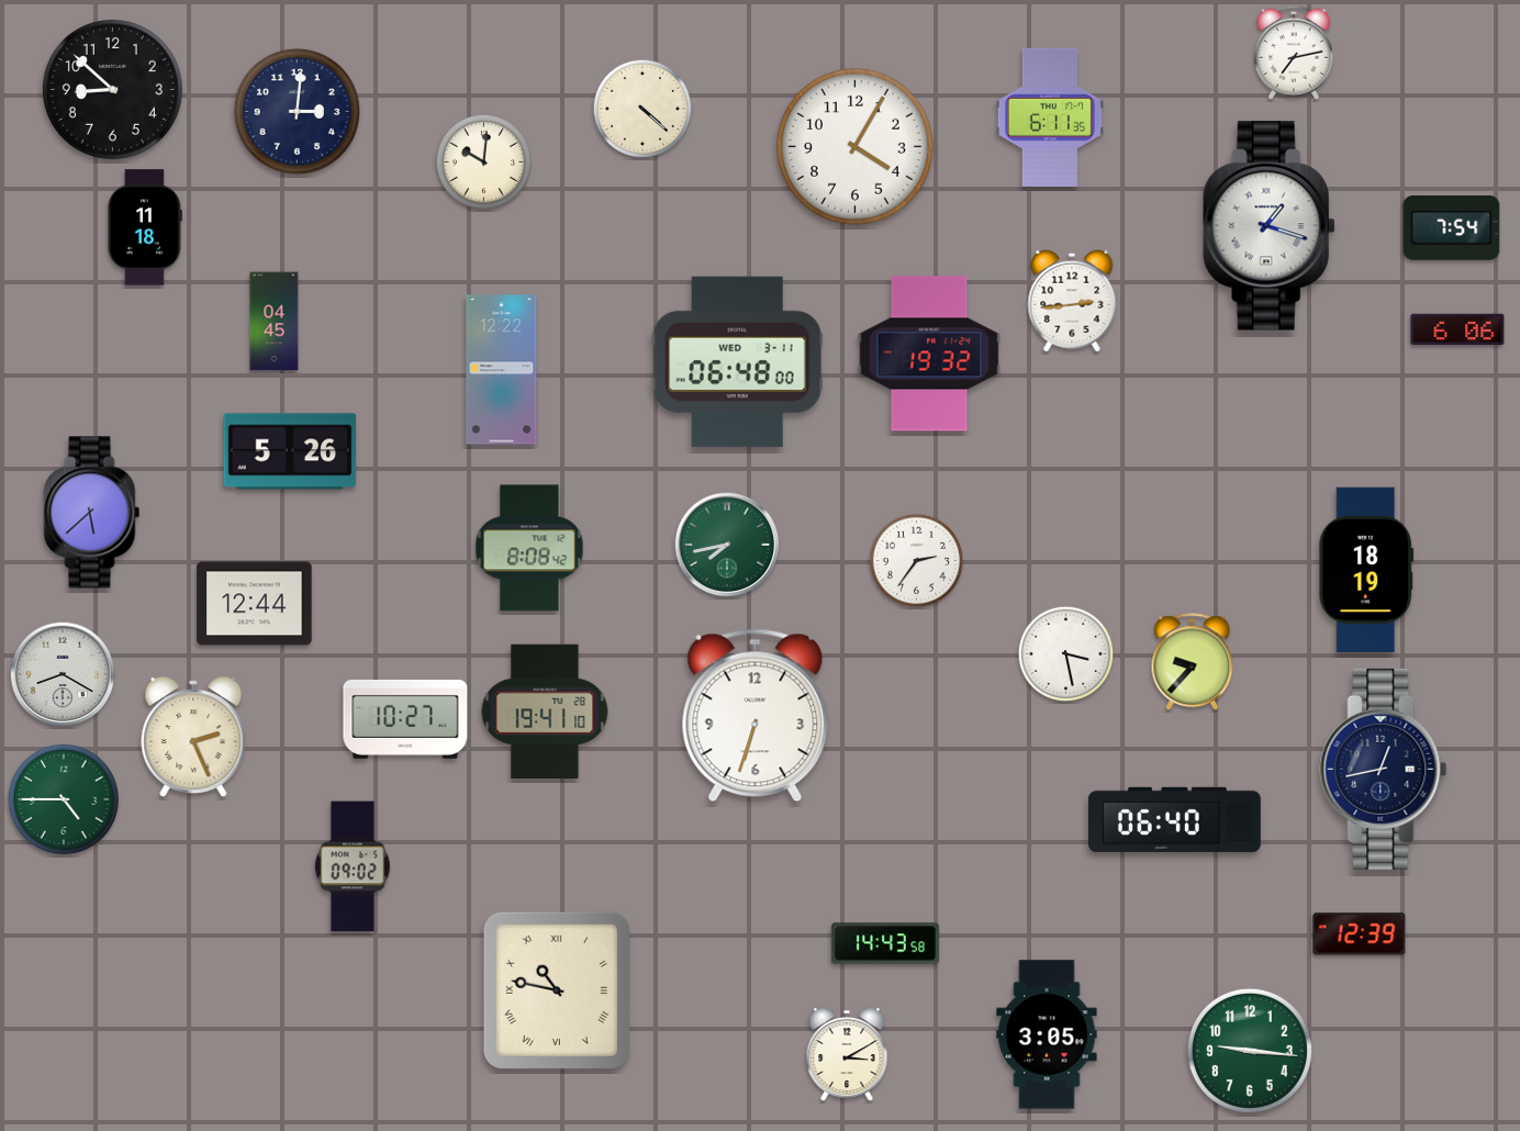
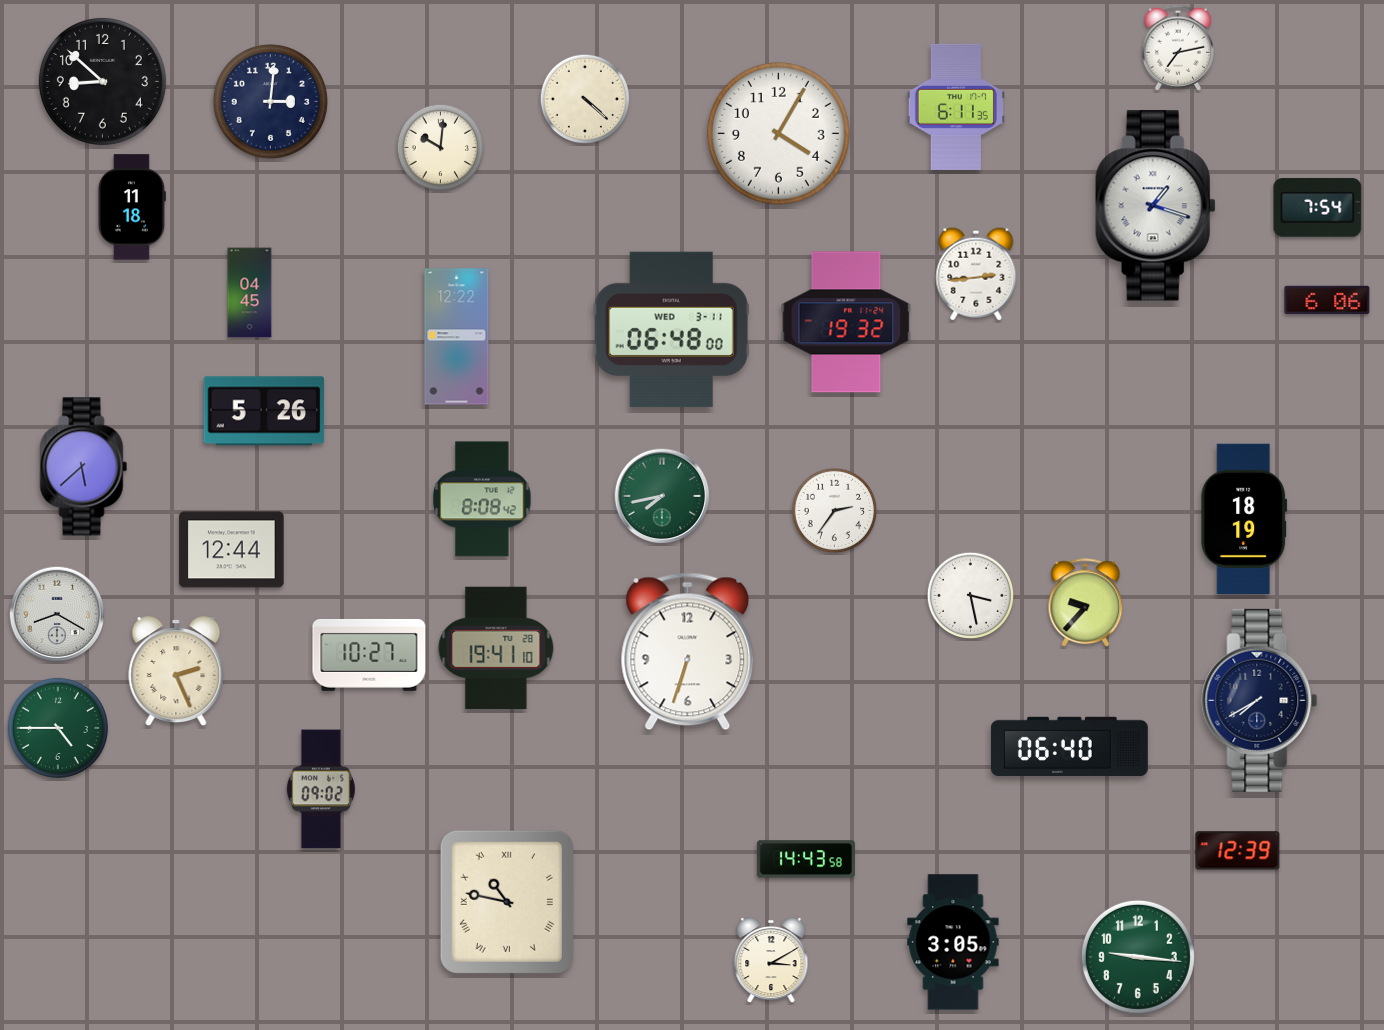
clock at (1452, 228) position: (1452, 228) -> (1318, 208)
clock at (1384, 769): 12:43 -> 7:40
